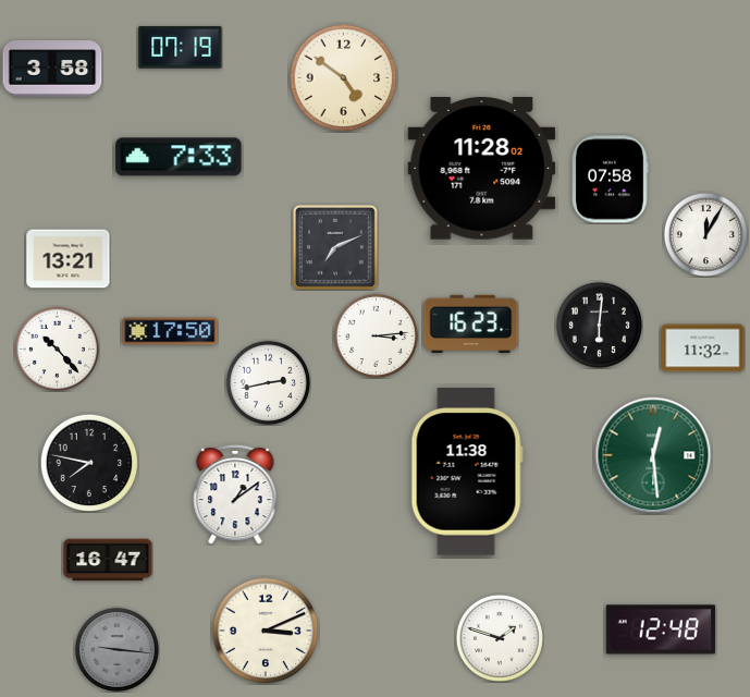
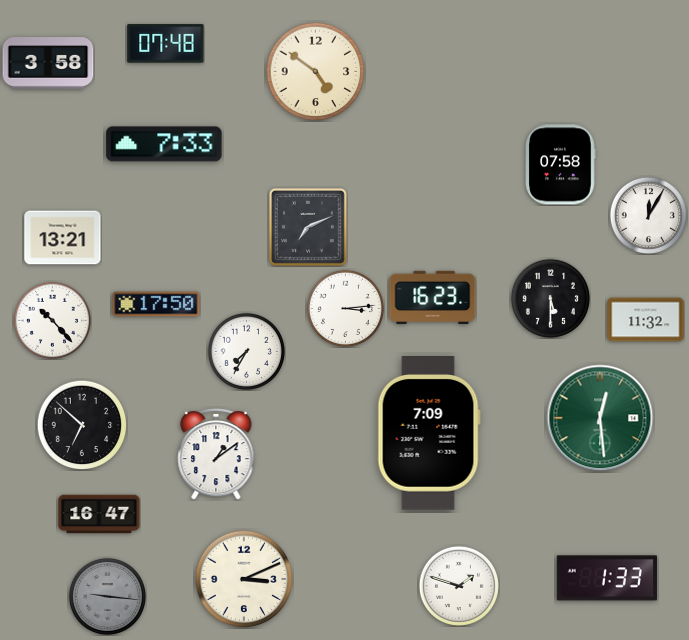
clock at (181, 48): 07:19 -> 07:48
clock at (482, 169): 11:28 -> none
clock at (599, 325): 6:01 -> 5:30
clock at (268, 382): 2:43 -> 7:35
clock at (89, 463): 7:47 -> 6:52
clock at (467, 473): 11:38 -> 7:09
clock at (661, 629): 12:48 -> 1:33
